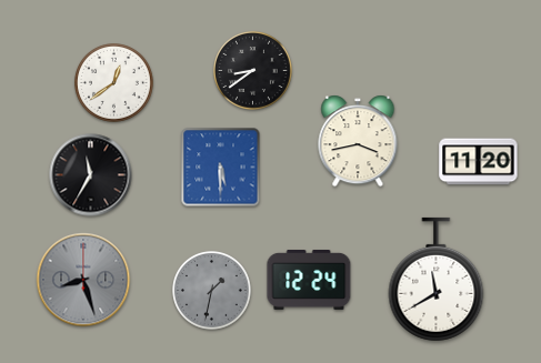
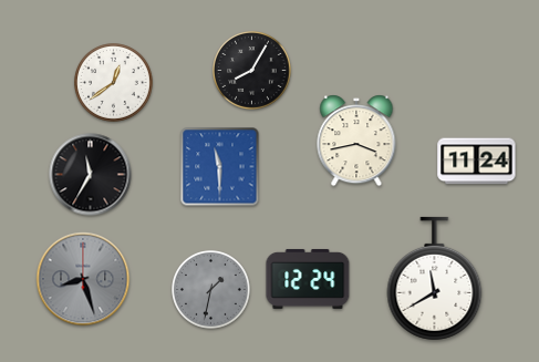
clock at (253, 71): 8:39 -> 8:05
clock at (479, 162): 11:20 -> 11:24
clock at (221, 168): 5:30 -> 11:30
